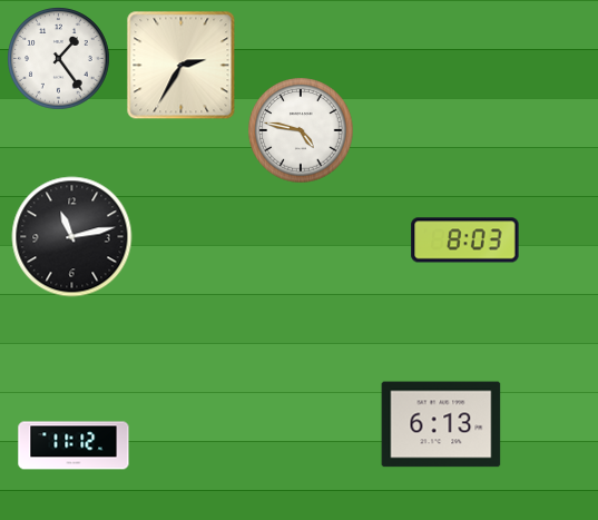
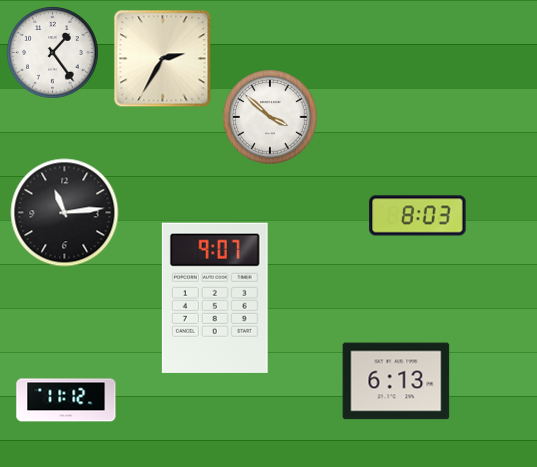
clock at (301, 130): 4:47 -> 3:52
clock at (72, 237): 11:13 -> 11:14
clock at (215, 298): none -> 9:07
